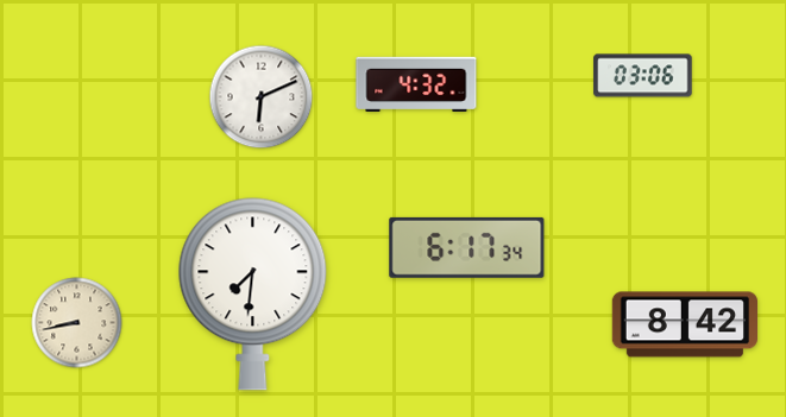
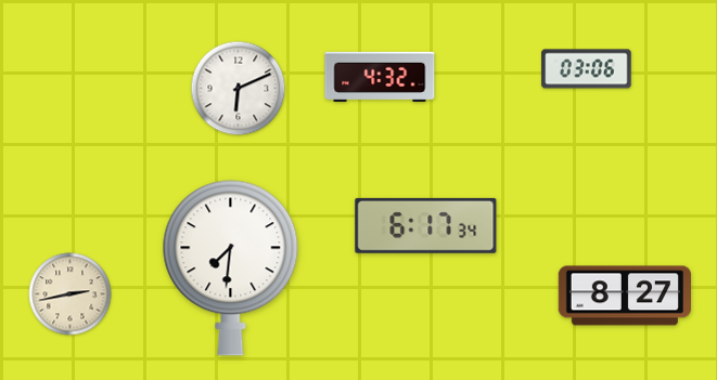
clock at (77, 323): 8:43 -> 2:43
clock at (684, 324): 8:42 -> 8:27
